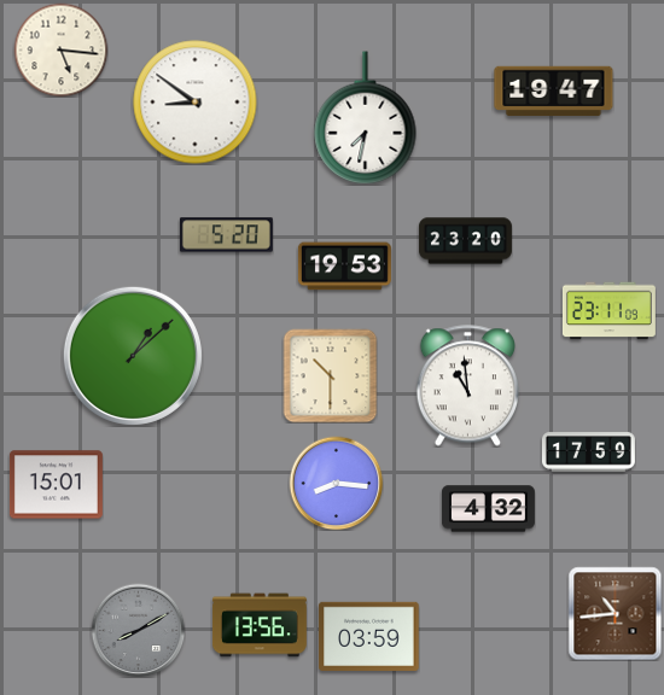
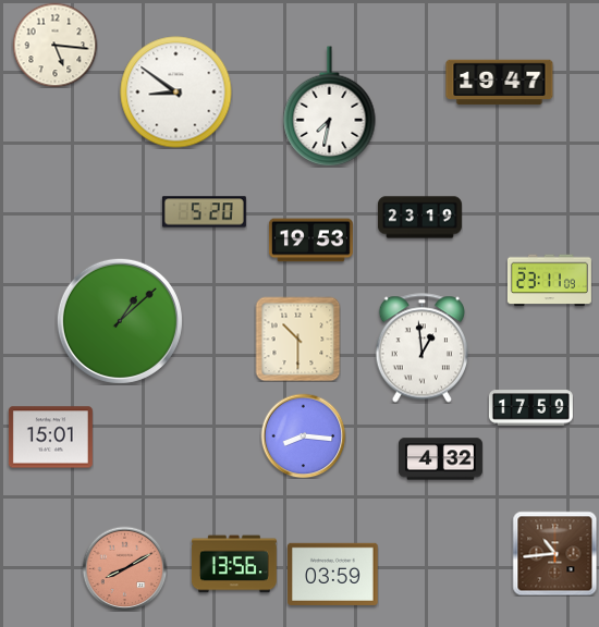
clock at (465, 241): 23:20 -> 23:19
clock at (467, 386): 10:59 -> 12:59
clock at (138, 630) dial: grey -> salmon
